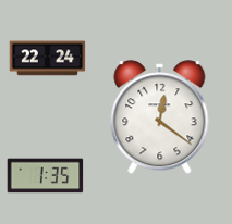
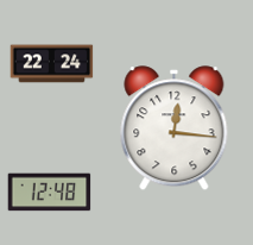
clock at (160, 117): 12:21 -> 12:16
clock at (46, 176): 1:35 -> 12:48
